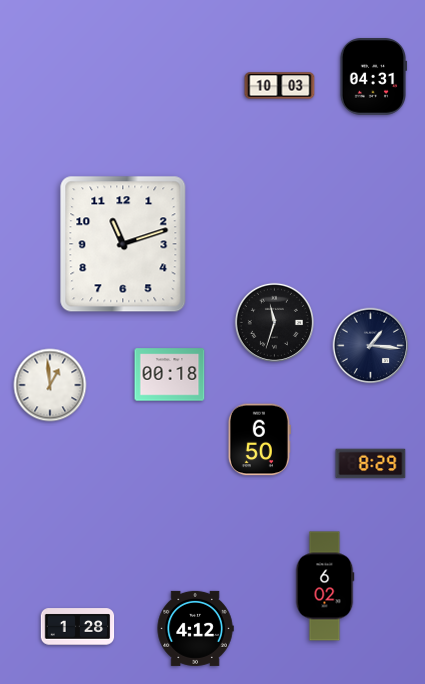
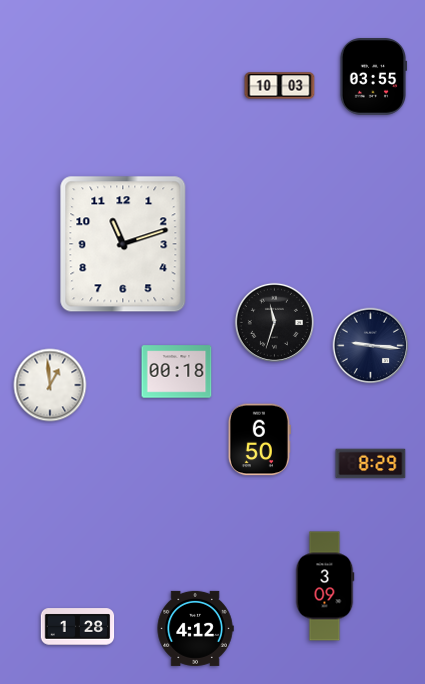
clock at (373, 77): 04:31 -> 03:55
clock at (371, 346): 1:16 -> 9:16
clock at (170, 375) position: (170, 375) -> (177, 372)
clock at (325, 586): 6:02 -> 3:09
